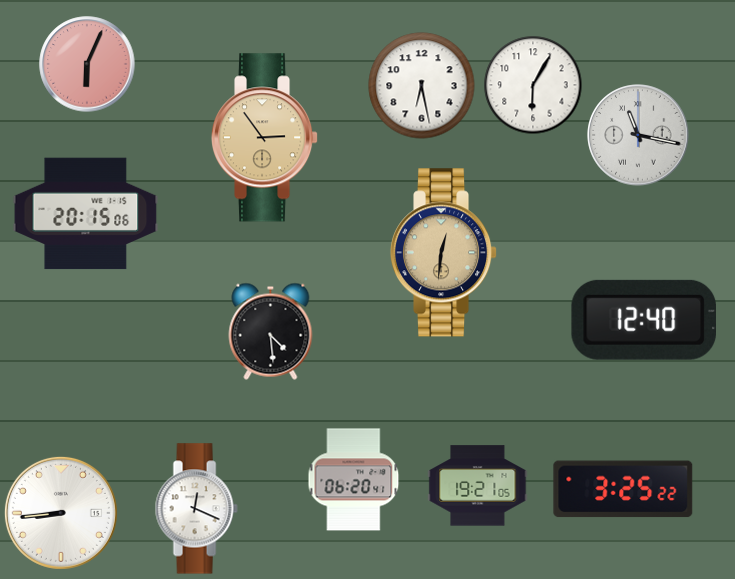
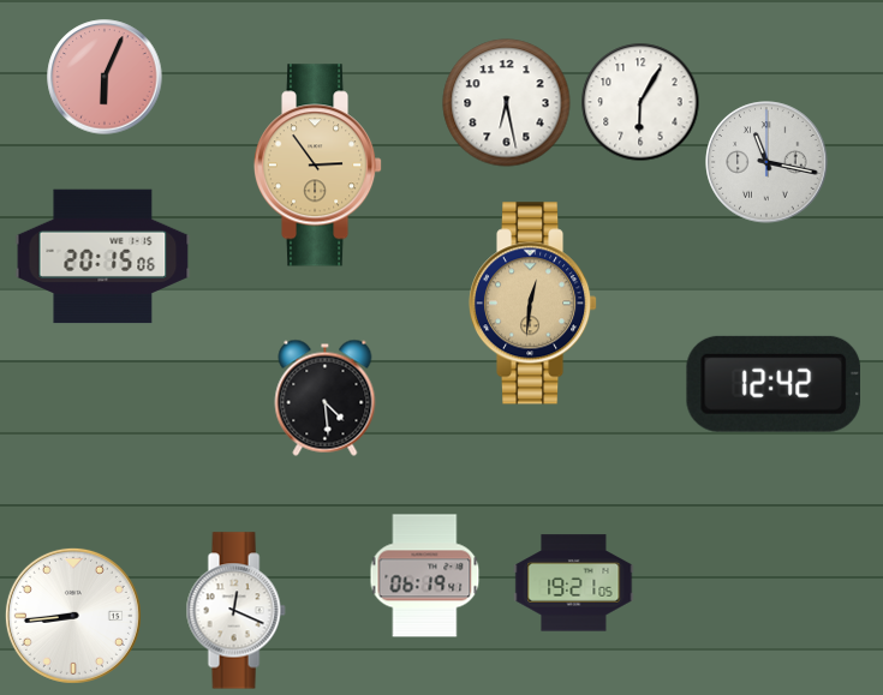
clock at (643, 320): 12:40 -> 12:42
clock at (354, 480): 06:20 -> 06:19
clock at (623, 489): 3:25 -> none
